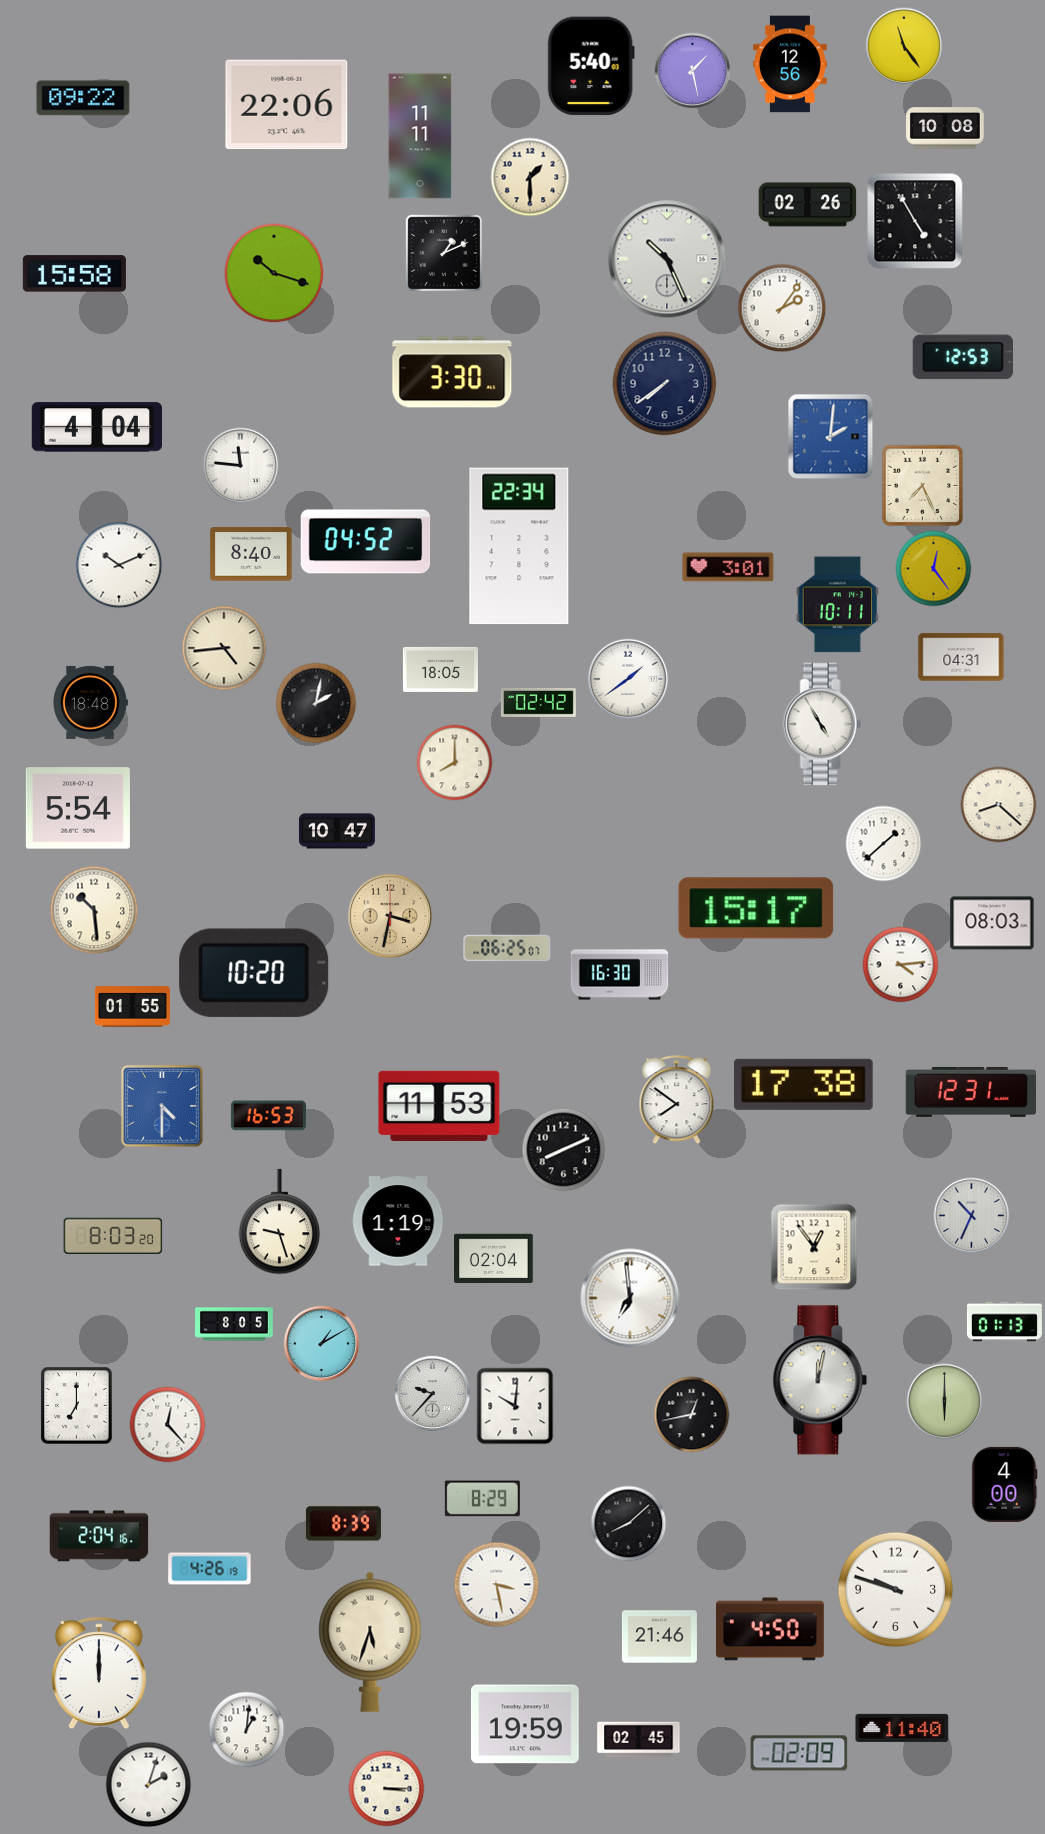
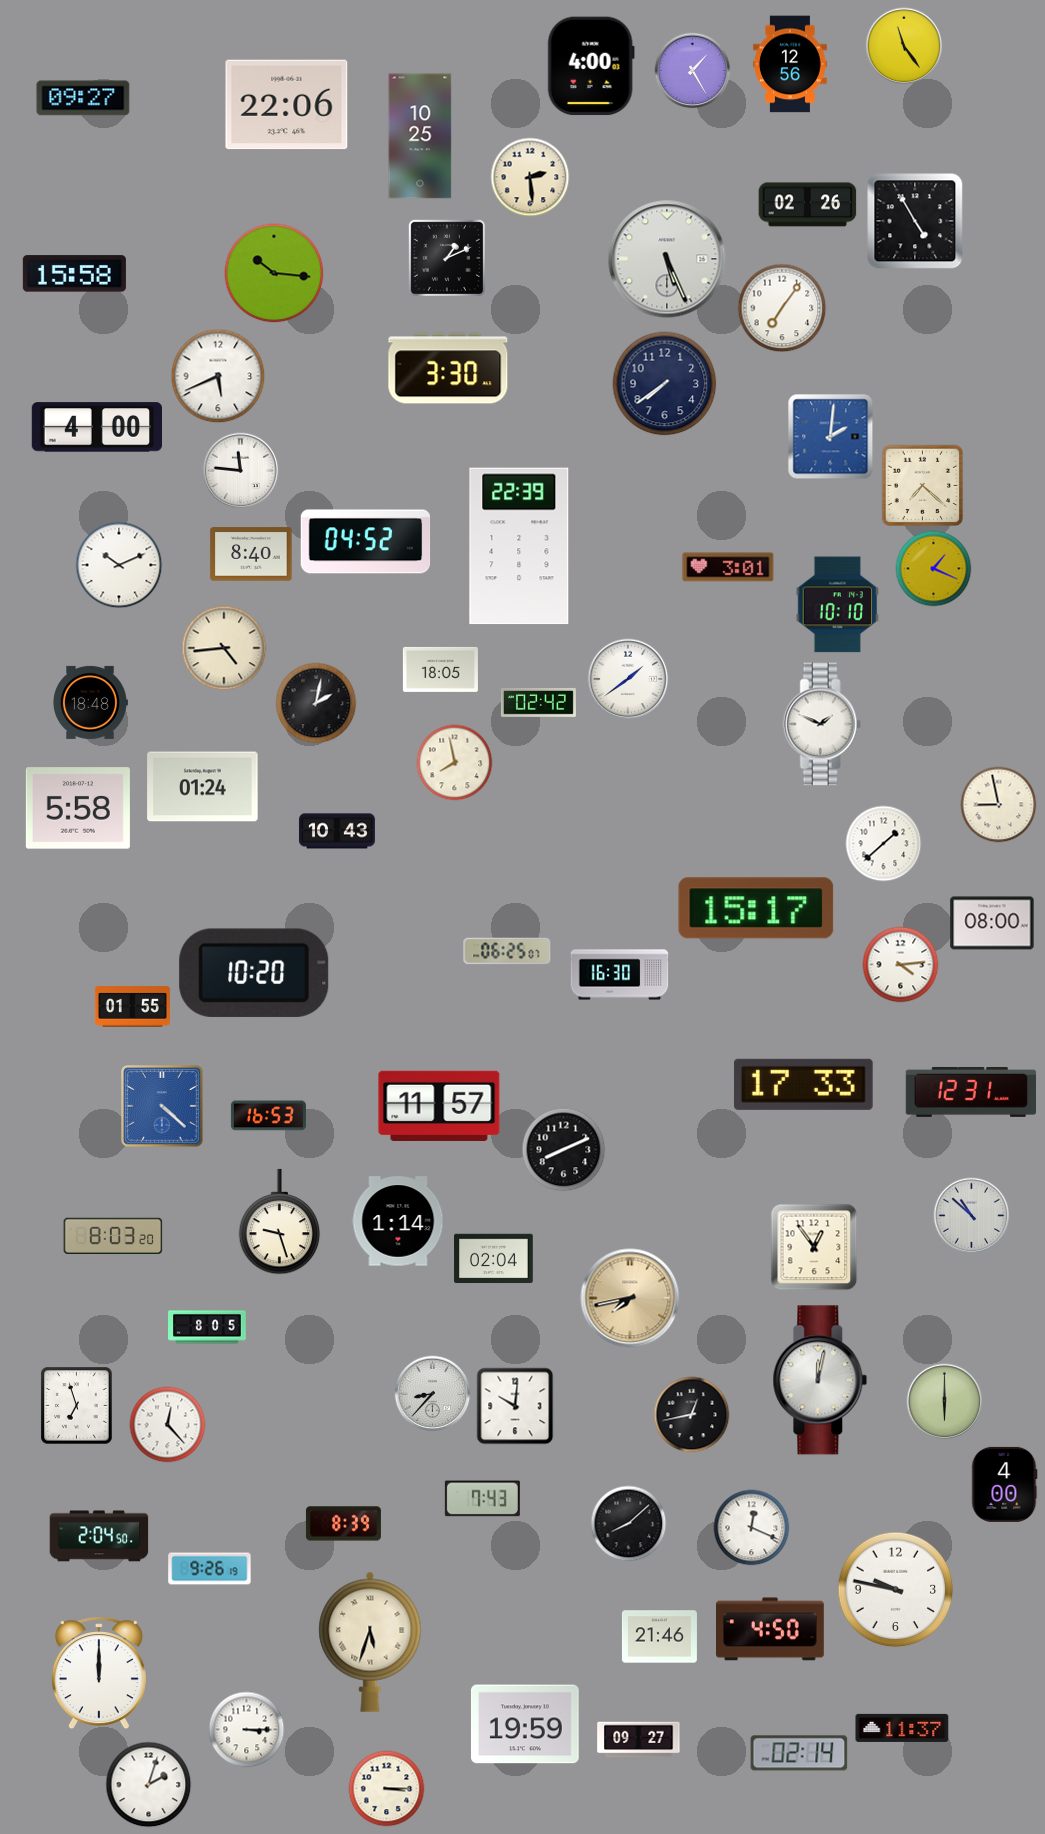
clock at (591, 66): 5:40 -> 4:00
clock at (693, 71): 1:28 -> 1:25
clock at (83, 98): 09:22 -> 09:27
clock at (945, 128): 10:08 -> none
clock at (420, 136): 11:11 -> 10:25
clock at (530, 177): 1:30 -> 2:29
clock at (443, 252) position: (443, 252) -> (446, 257)
clock at (667, 259): 10:26 -> 5:26
clock at (274, 273): 10:18 -> 10:16
clock at (782, 308): 2:06 -> 7:06
clock at (963, 357): 12:53 -> none
clock at (452, 372) position: (452, 372) -> (448, 368)
clock at (218, 376): none -> 5:41
clock at (97, 427): 4:04 -> 4:00
clock at (241, 466) position: (241, 466) -> (241, 471)
clock at (923, 486): 7:26 -> 7:22
clock at (519, 546): 22:34 -> 22:39
clock at (934, 569): 12:24 -> 1:19
clock at (838, 605): 10:11 -> 10:10
clock at (961, 657): 04:31 -> none
clock at (822, 724): 4:55 -> 1:49
clock at (455, 763): 8:00 -> 7:58
clock at (203, 787): none -> 01:24
clock at (999, 805): 8:22 -> 8:58
clock at (78, 808): 5:54 -> 5:58
clock at (337, 831): 10:47 -> 10:43
clock at (94, 910): 10:29 -> none
clock at (390, 916): 3:32 -> none
clock at (992, 923): 08:03 -> 08:00
clock at (507, 948) position: (507, 948) -> (507, 951)
clock at (803, 1084): 17:38 -> 17:33
clock at (677, 1100): 7:51 -> none
clock at (162, 1106): 4:30 -> 4:22
clock at (439, 1106): 11:53 -> 11:57
clock at (972, 1216): 10:34 -> 10:52
clock at (398, 1221): 1:19 -> 1:14
clock at (630, 1298): 6:59 -> 7:43
clock at (630, 1298) dial: white -> champagne
clock at (1004, 1322): 01:13 -> none
clock at (234, 1324) position: (234, 1324) -> (207, 1327)
clock at (322, 1344): 1:10 -> none
clock at (433, 1394): 9:37 -> 8:37
clock at (77, 1406): 7:00 -> 6:57
clock at (482, 1499): 8:29 -> 7:43
clock at (752, 1528): none -> 12:19
clock at (99, 1536): 2:04:16 -> 2:04:50
clock at (210, 1569): 4:26 -> 9:26
clock at (497, 1585): 3:28 -> none
clock at (896, 1590): 9:48 -> 9:47
clock at (902, 1728): 11:40 -> 11:37
clock at (247, 1730): 1:01 -> 3:15
clock at (639, 1740): 02:45 -> 09:27
clock at (799, 1753): 02:09 -> 02:14
